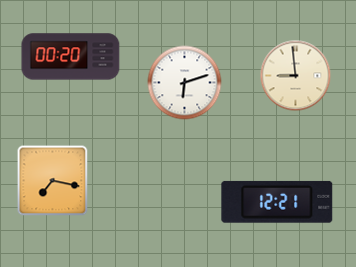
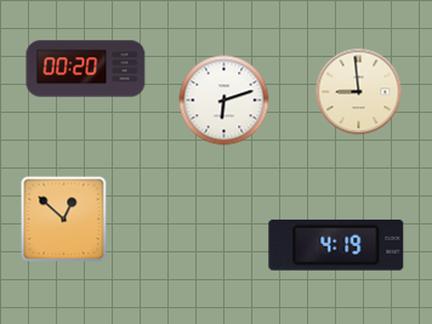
clock at (53, 181): 7:17 -> 12:52
clock at (277, 202): 12:21 -> 4:19
